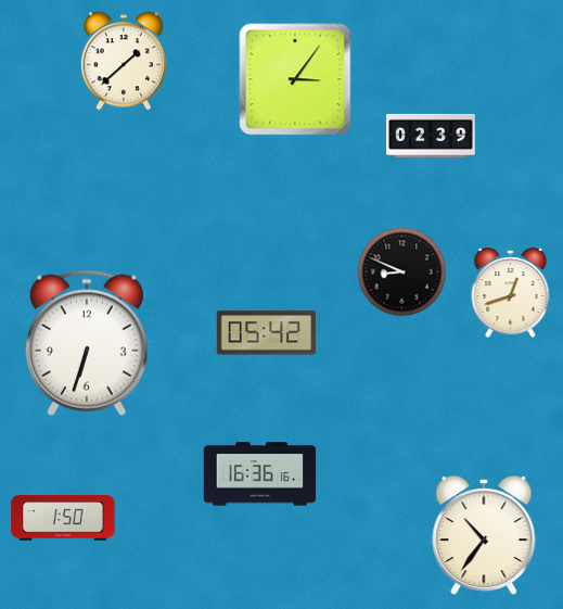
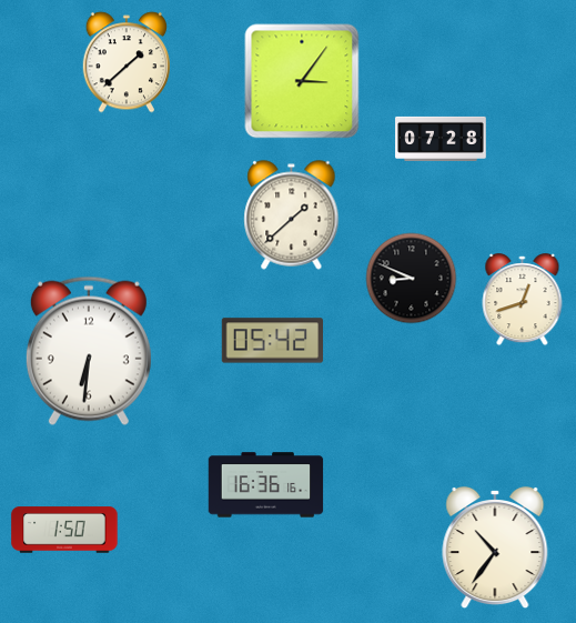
clock at (431, 136): 02:39 -> 07:28
clock at (292, 215): none -> 1:38
clock at (87, 343): 6:33 -> 6:31
